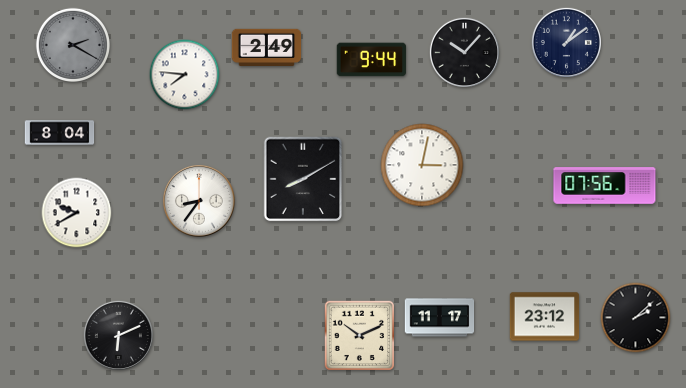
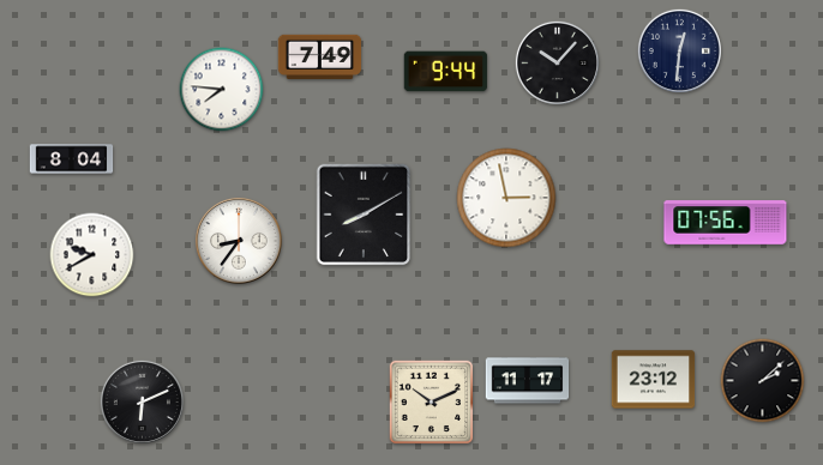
clock at (566, 42): 1:09 -> 12:31
clock at (72, 44): 2:20 -> none
clock at (267, 47): 2:49 -> 7:49
clock at (422, 165): 3:02 -> 2:58
